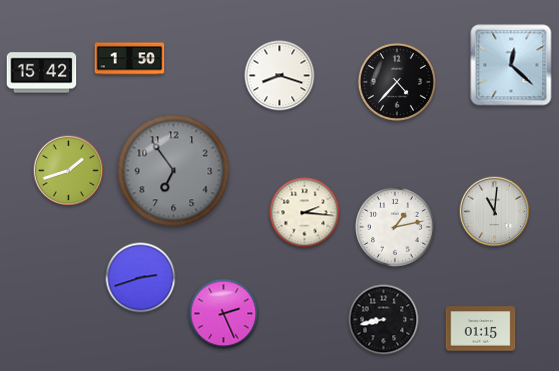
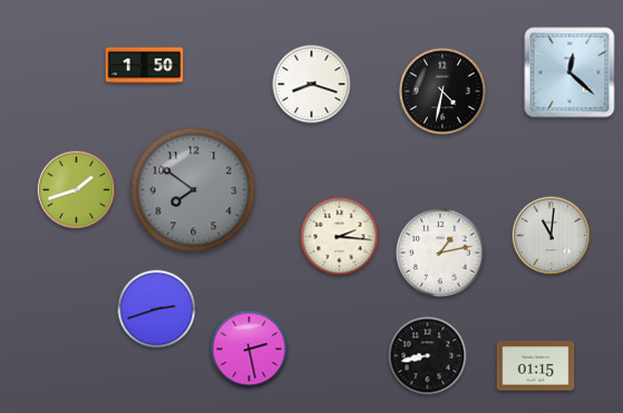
clock at (42, 73): 15:42 -> none
clock at (397, 82): 4:37 -> 4:32
clock at (174, 171): 6:54 -> 7:51
clock at (224, 314): 2:26 -> 2:28
